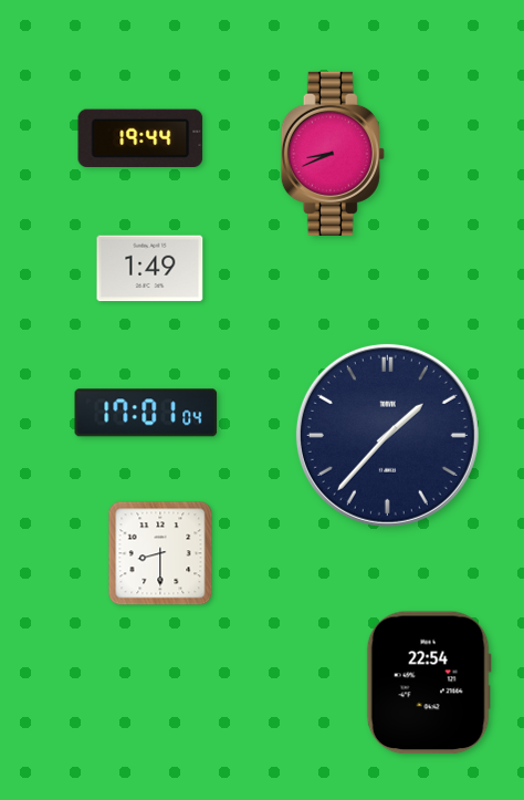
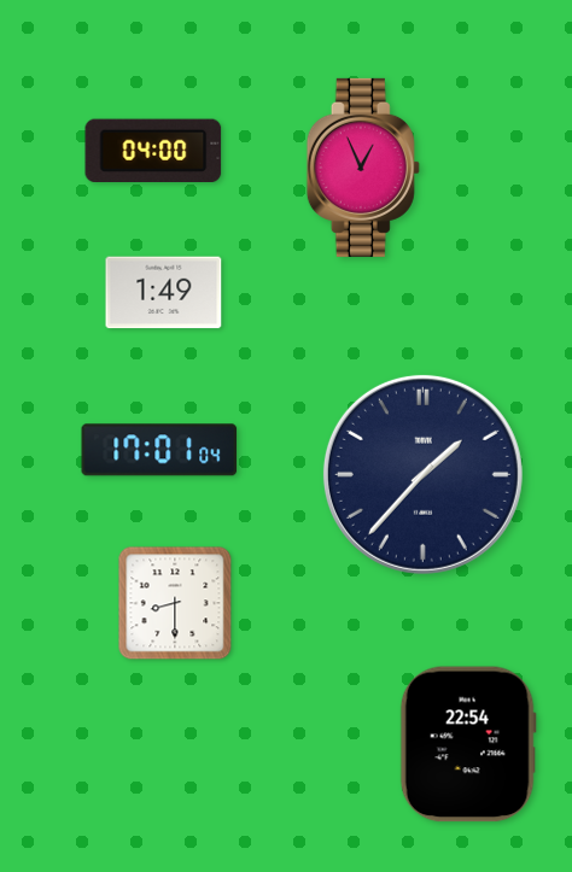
clock at (140, 137): 19:44 -> 04:00
clock at (333, 154): 8:41 -> 12:56
